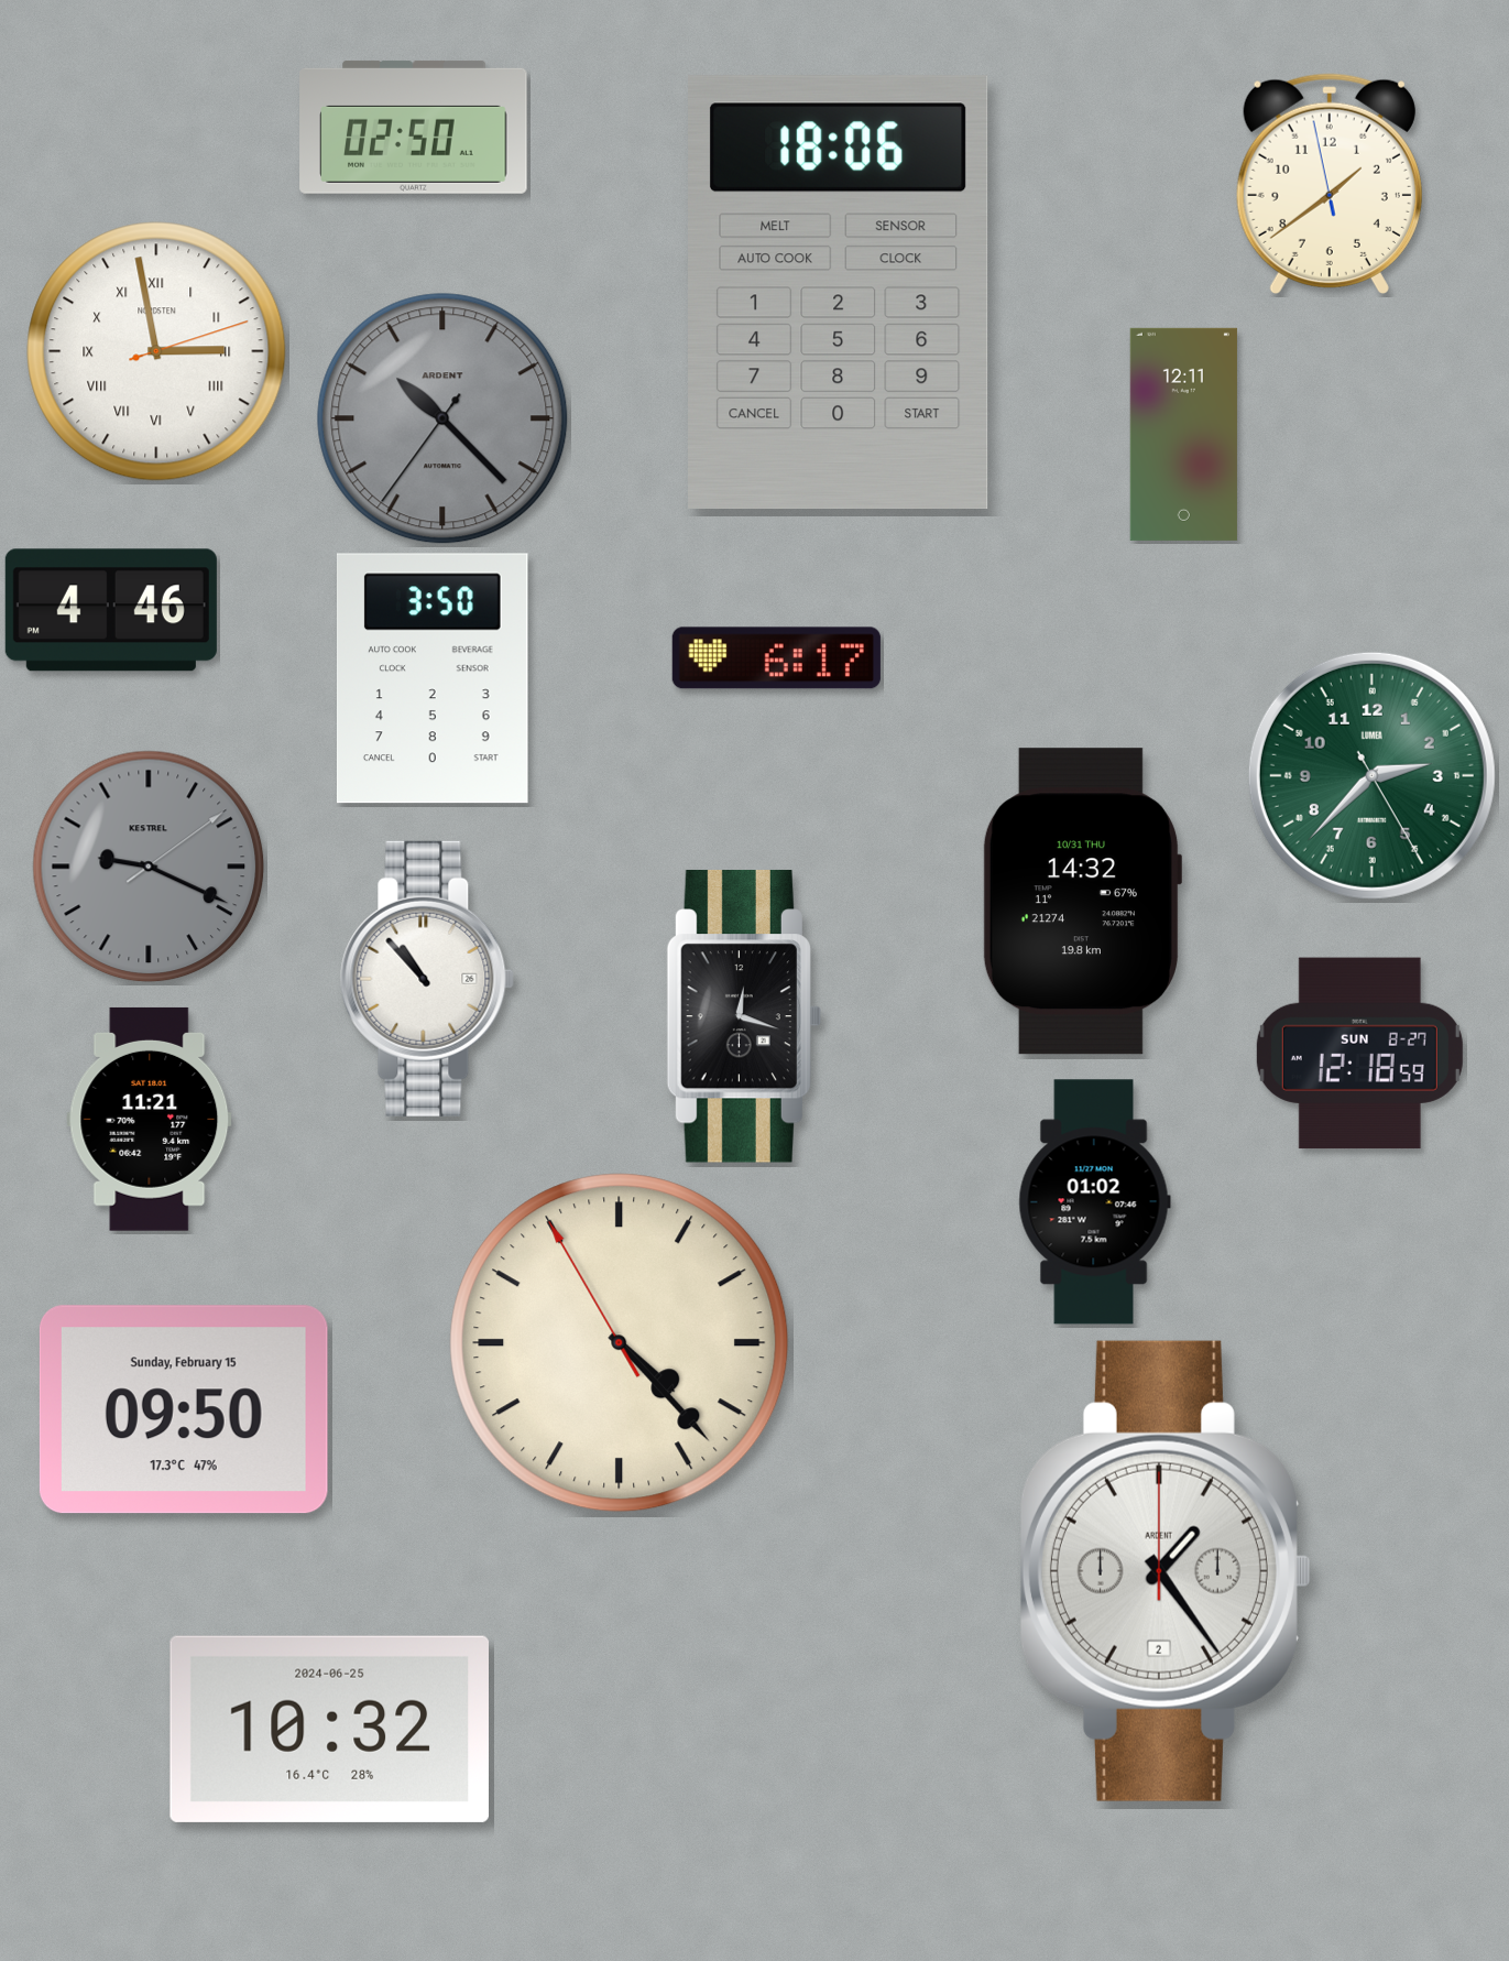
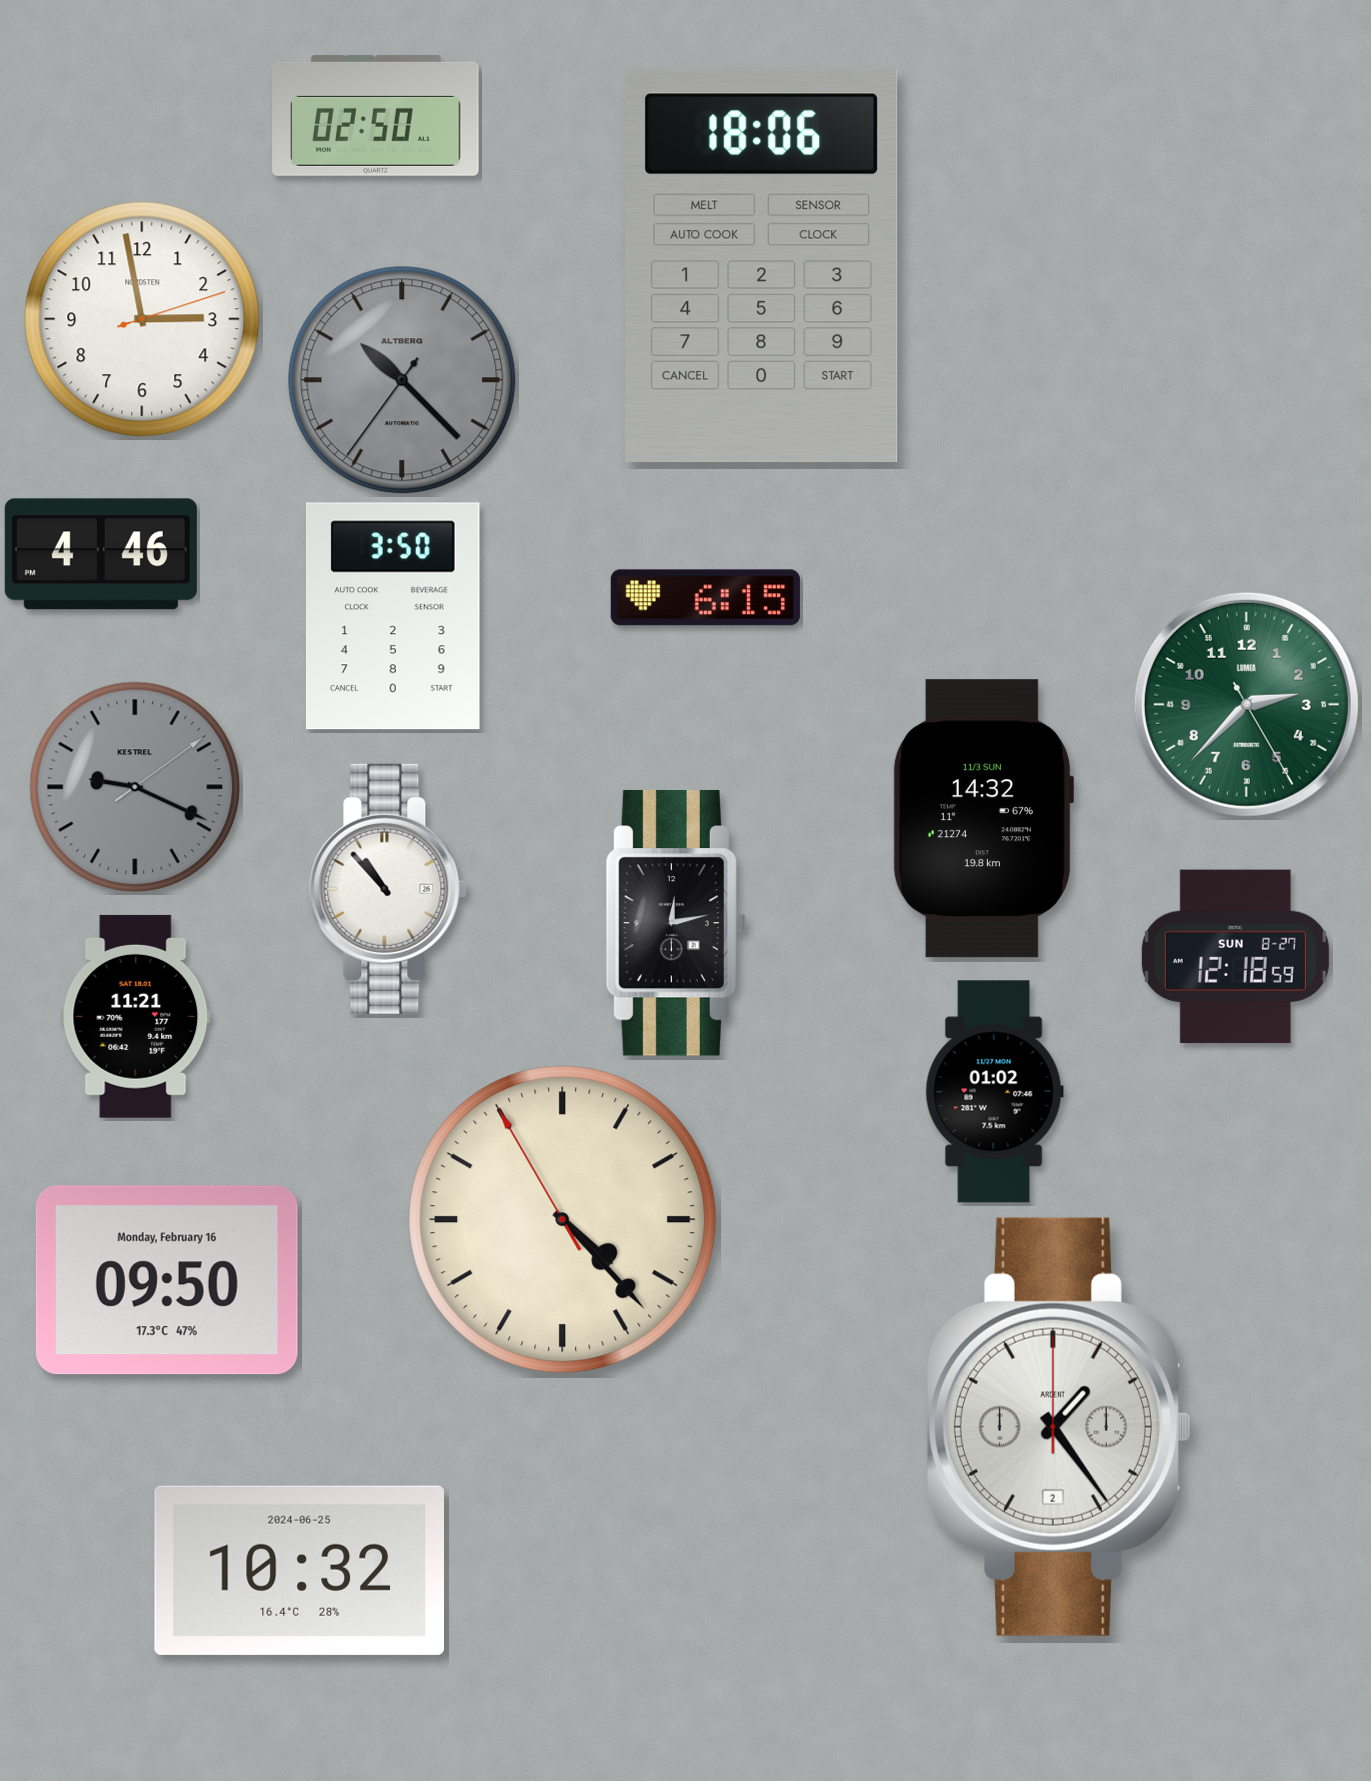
clock at (1330, 183): 1:38 -> none
clock at (156, 351) numerals: Roman -> Arabic
clock at (442, 418) brand: ARDENT -> ALTBERG
clock at (1183, 434): 12:11 -> none
clock at (776, 658): 6:17 -> 6:15
clock at (1082, 902) date: 10/31 THU -> 11/3 SUN
clock at (744, 1017): 12:18 -> 12:13
clock at (184, 1409) date: Sunday, February 15 -> Monday, February 16
